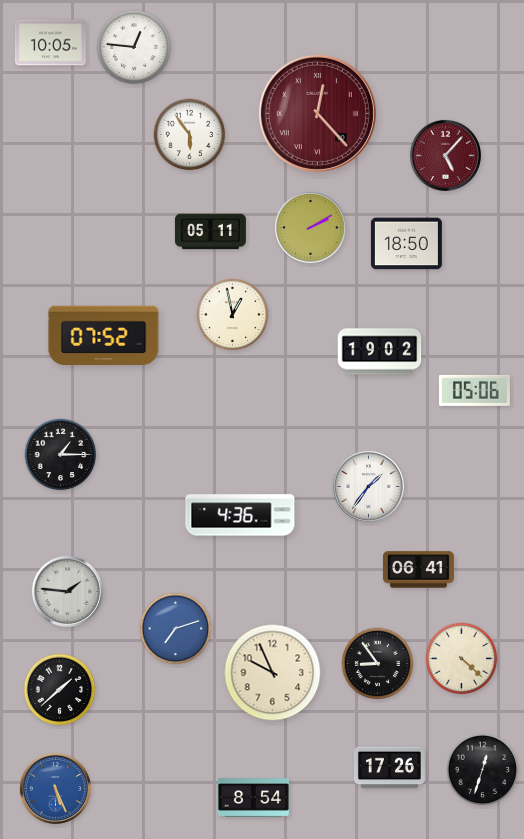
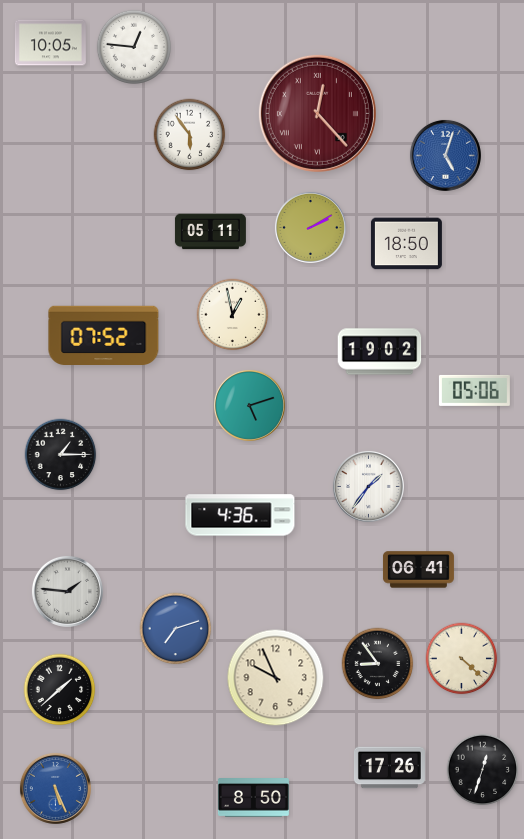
clock at (445, 155): 5:07 -> 5:03
clock at (445, 155) dial: burgundy -> blue
clock at (249, 405): none -> 5:12
clock at (273, 673) position: (273, 673) -> (276, 678)
clock at (253, 798): 8:54 -> 8:50
